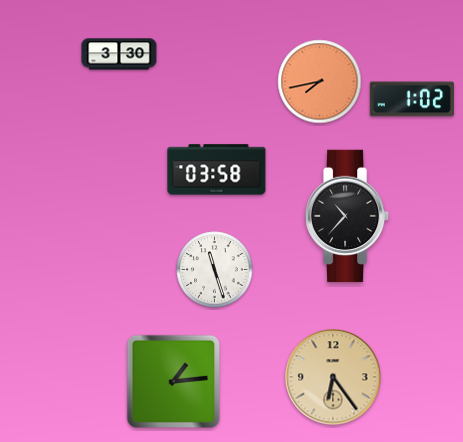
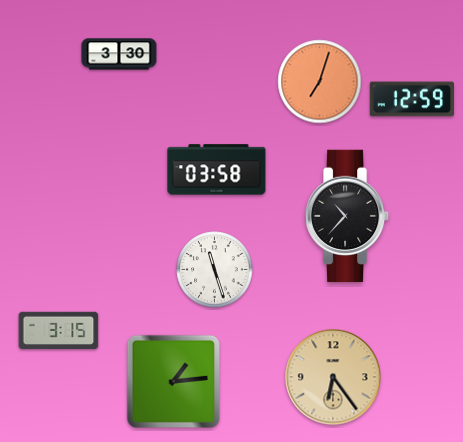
clock at (320, 82): 7:43 -> 7:03
clock at (412, 99): 1:02 -> 12:59
clock at (59, 331): none -> 3:15
